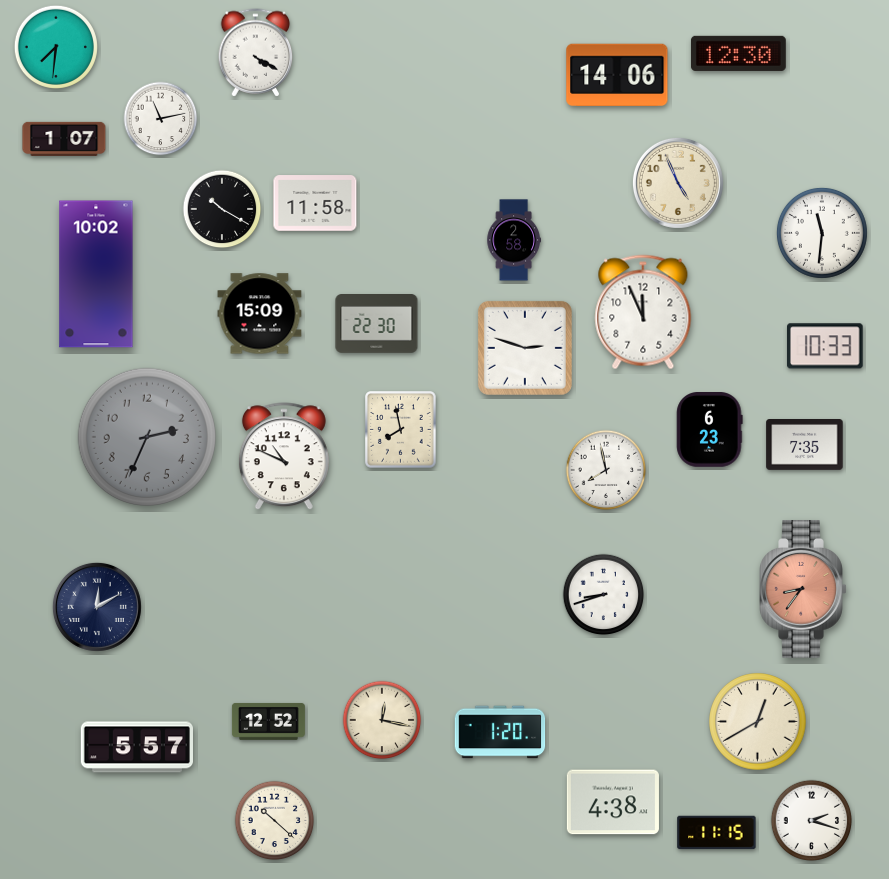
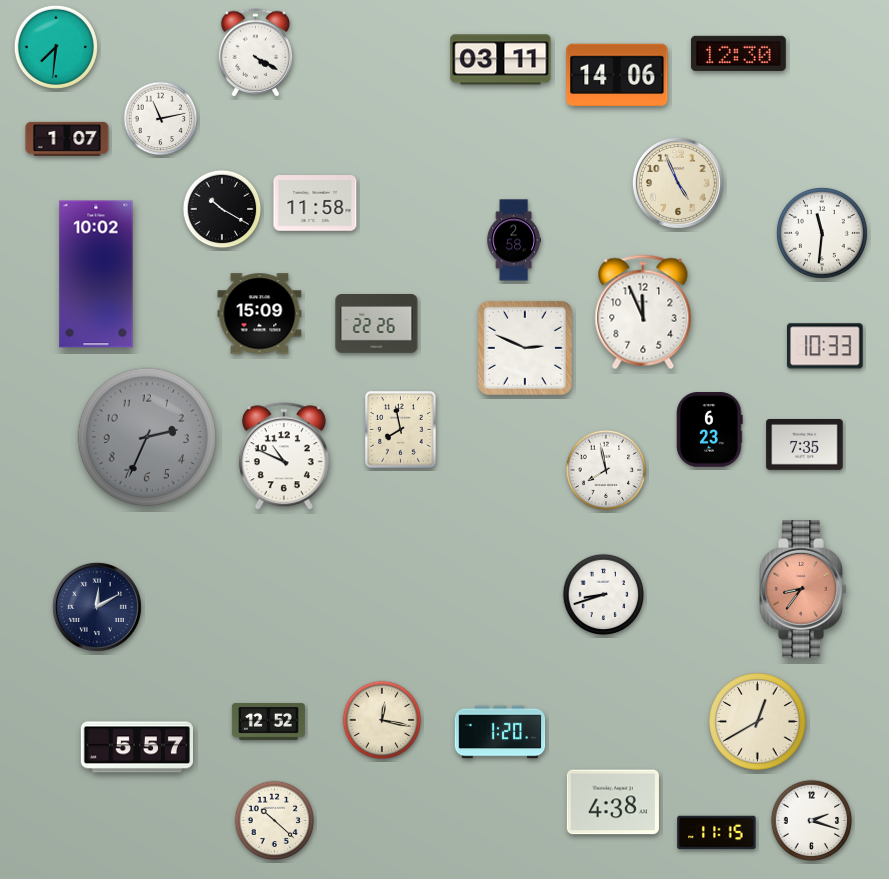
clock at (501, 60): none -> 03:11
clock at (64, 139) position: (64, 139) -> (67, 139)
clock at (377, 324): 22:30 -> 22:26
clock at (525, 348): 2:48 -> 2:49
